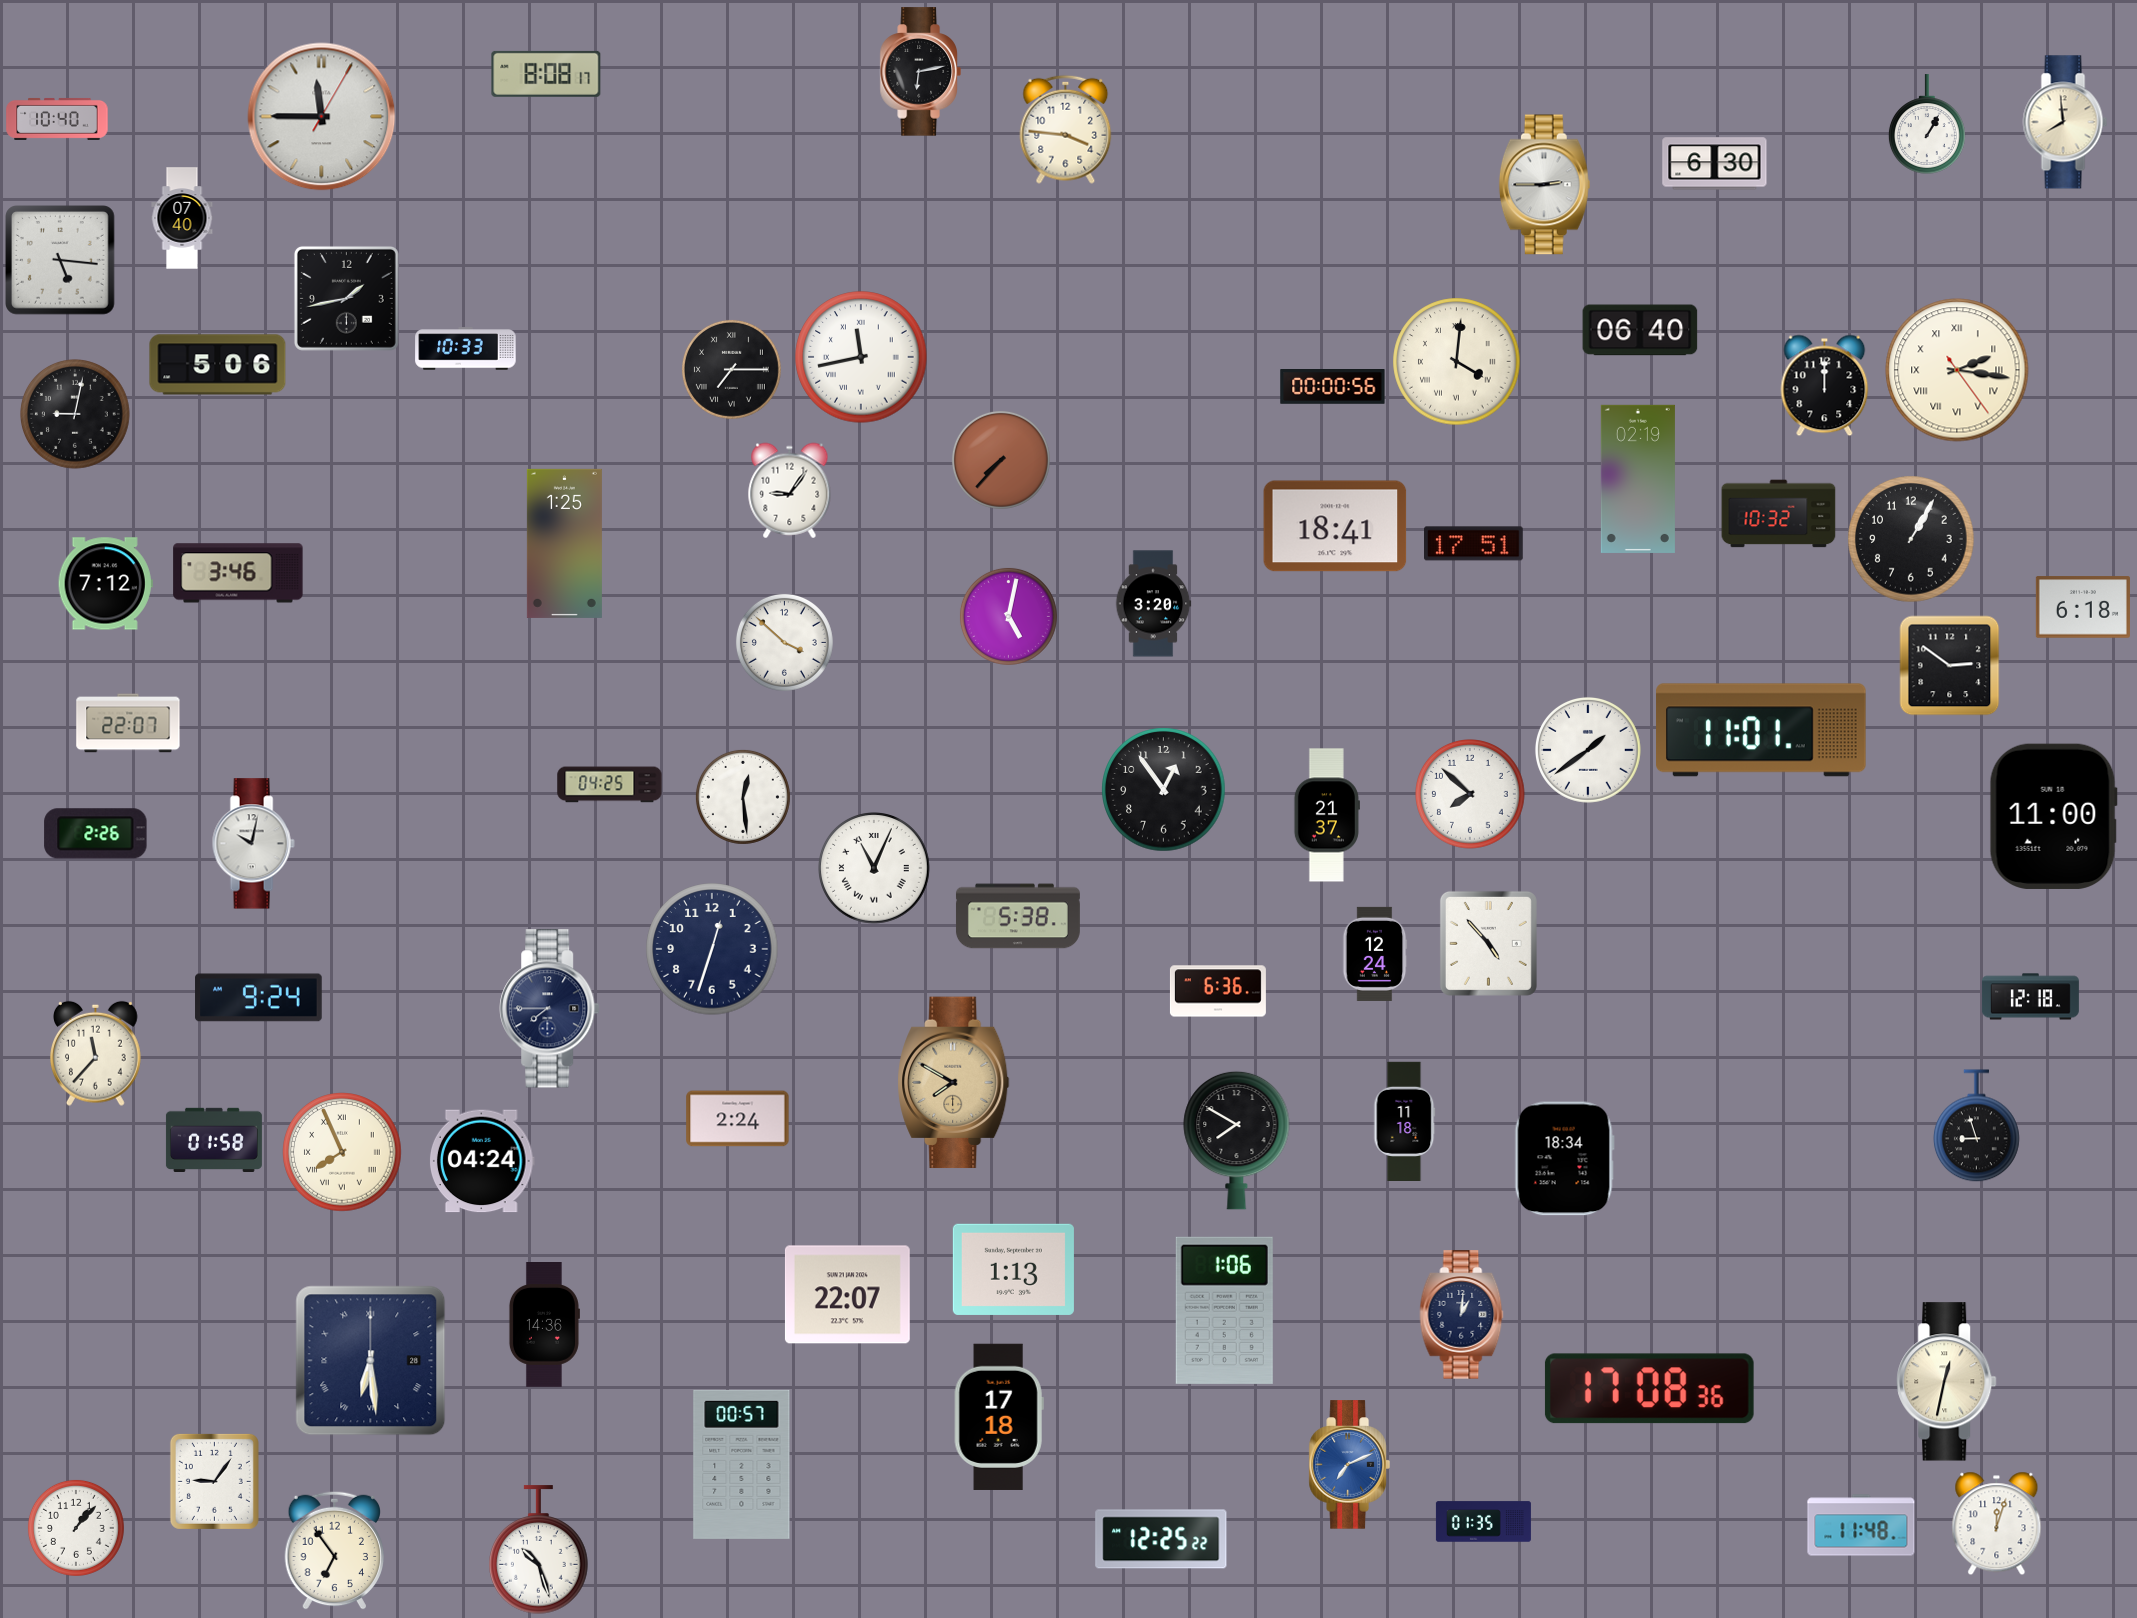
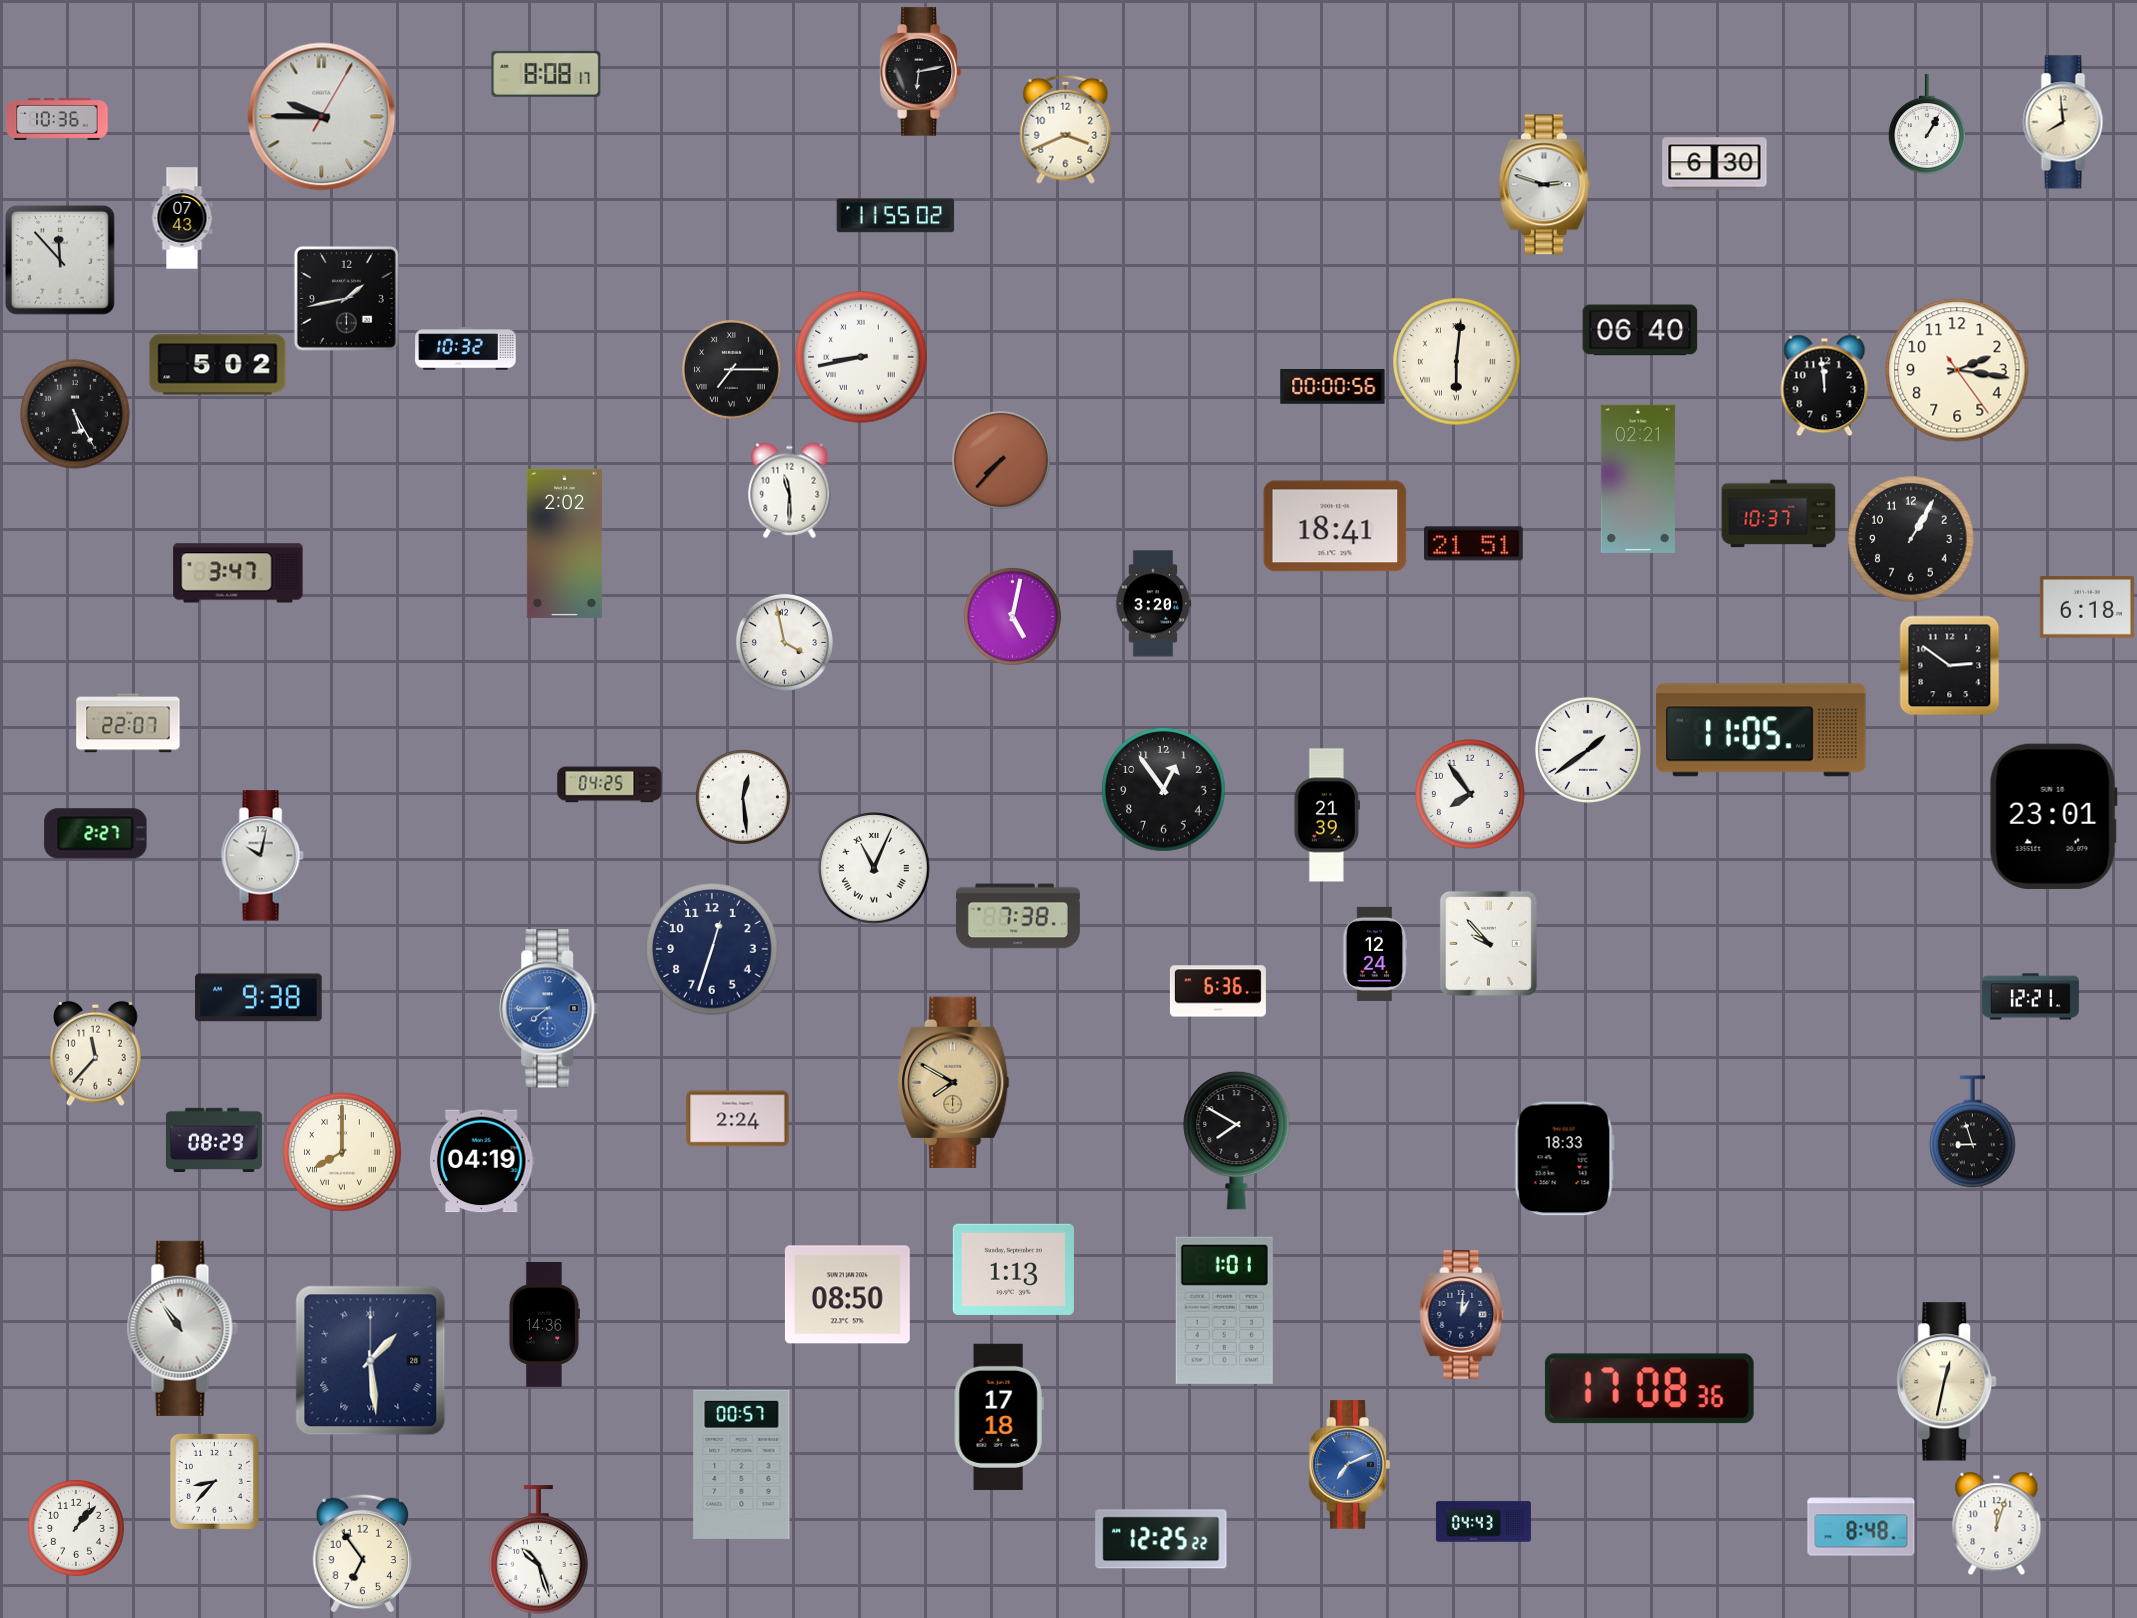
clock at (322, 117): 11:45 -> 9:45
clock at (57, 119): 10:40 -> 10:36
clock at (1066, 129): 3:46 -> 3:41
clock at (1544, 185): 2:45 -> 2:48
clock at (896, 216): none -> 11:55
clock at (182, 218): 07:40 -> 07:43
clock at (61, 261): 5:16 -> 11:53
clock at (466, 349): 10:33 -> 10:32
clock at (861, 357): 11:43 -> 8:43
clock at (1457, 362): 4:01 -> 6:01
clock at (218, 365): 5:06 -> 5:02
clock at (1957, 370) numerals: Roman -> Arabic
clock at (1825, 386): 12:00 -> 11:59
clock at (76, 415): 9:02 -> 5:25
clock at (1638, 479): 02:19 -> 02:21
clock at (790, 491): 9:06 -> 11:30
clock at (1779, 514): 10:32 -> 10:37
clock at (564, 543): 1:25 -> 2:02
clock at (1474, 544): 17:51 -> 21:51
clock at (238, 573): 3:46 -> 3:47
clock at (105, 584): 7:12 -> none
clock at (2083, 607) position: (2083, 607) -> (2087, 607)
clock at (1008, 616) position: (1008, 616) -> (1012, 616)
clock at (784, 642): 3:52 -> 3:58
clock at (1761, 730): 11:01 -> 11:05
clock at (1471, 795): 7:52 -> 7:54
clock at (1327, 815): 21:37 -> 21:39
clock at (2053, 816): 11:00 -> 23:01
clock at (96, 834): 2:26 -> 2:27
clock at (253, 844) position: (253, 844) -> (262, 856)
clock at (1018, 916): 5:38 -> 7:38
clock at (1488, 943): 4:53 -> 9:53
clock at (2030, 997): 12:18 -> 12:21
clock at (259, 998): 9:24 -> 9:38
clock at (550, 1009) dial: navy -> blue
clock at (1405, 1122): 11:18 -> none
clock at (1976, 1126) position: (1976, 1126) -> (1972, 1132)
clock at (214, 1139): 01:58 -> 08:29
clock at (342, 1152): 7:56 -> 8:00
clock at (1564, 1159): 18:34 -> 18:33
clock at (482, 1161): 04:24 -> 04:19
clock at (847, 1295): 22:07 -> 08:50
clock at (1224, 1310): 1:06 -> 1:01
clock at (182, 1328): none -> 10:54
clock at (371, 1361): 6:29 -> 1:29
clock at (214, 1481): 9:06 -> 8:37
clock at (1483, 1522): 01:35 -> 04:43
clock at (1861, 1525): 11:48 -> 8:48
clock at (335, 1550) position: (335, 1550) -> (363, 1553)
